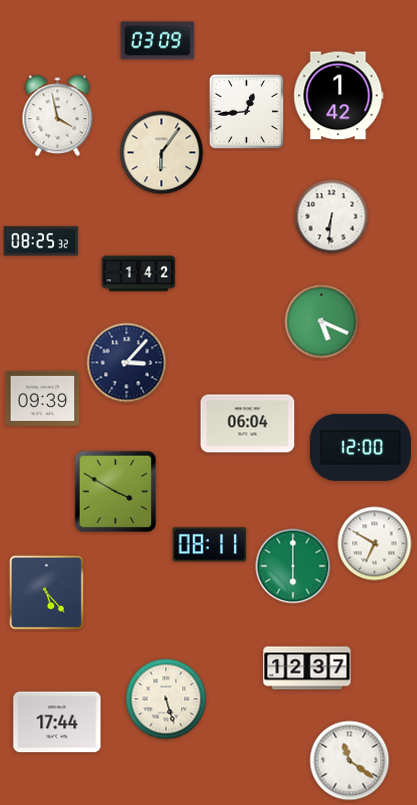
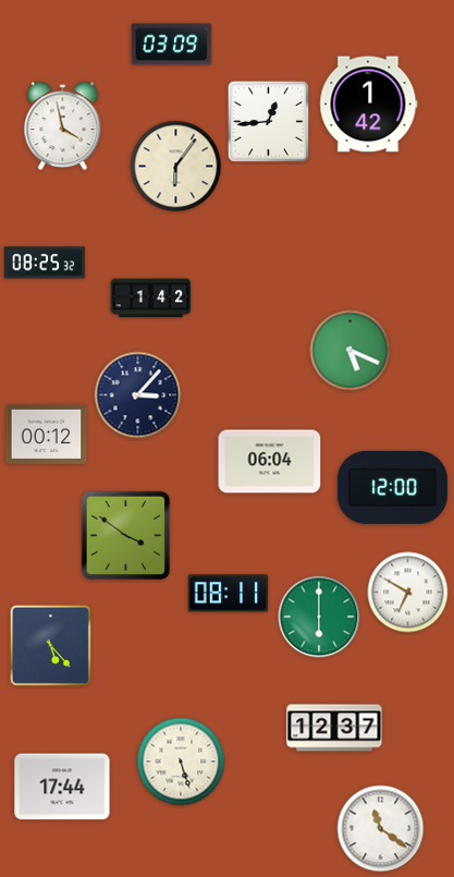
clock at (332, 217): 6:31 -> none
clock at (43, 398): 09:39 -> 00:12
clock at (116, 492): 3:50 -> 3:51
